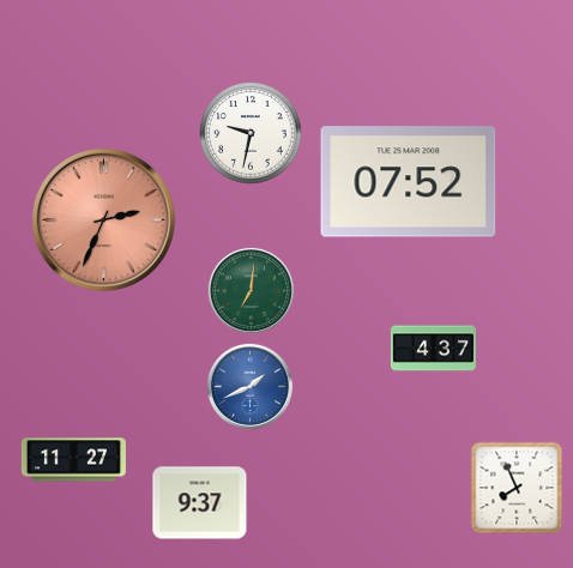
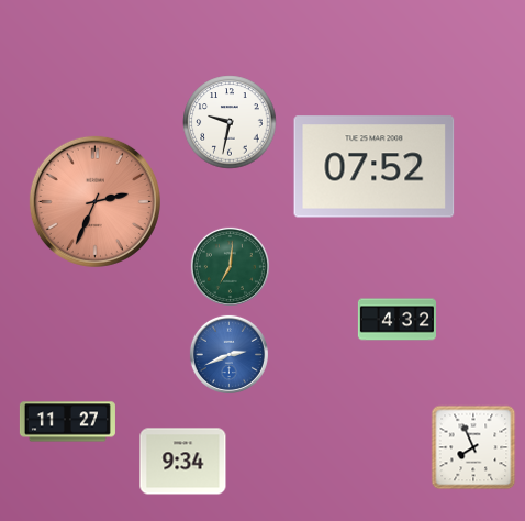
clock at (433, 349): 4:37 -> 4:32
clock at (249, 386): 1:41 -> 2:41
clock at (200, 503): 9:37 -> 9:34
